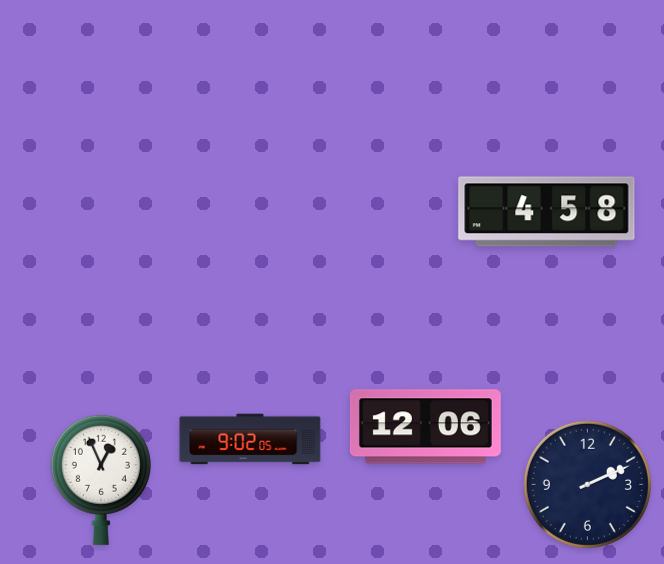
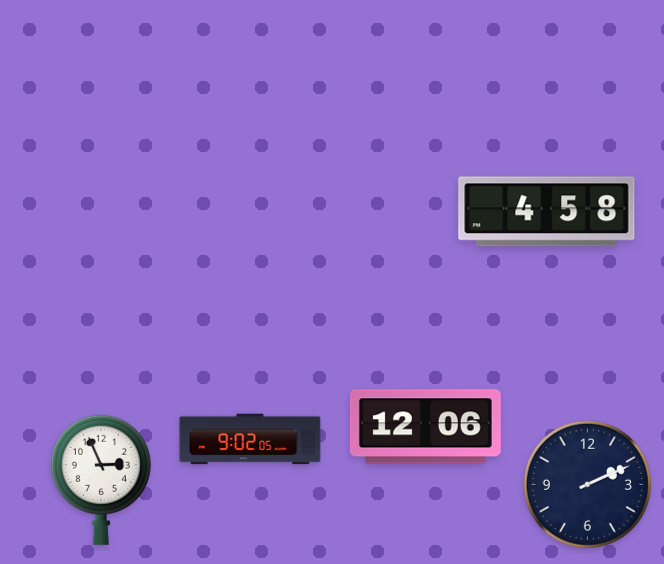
clock at (101, 480): 12:56 -> 2:56
